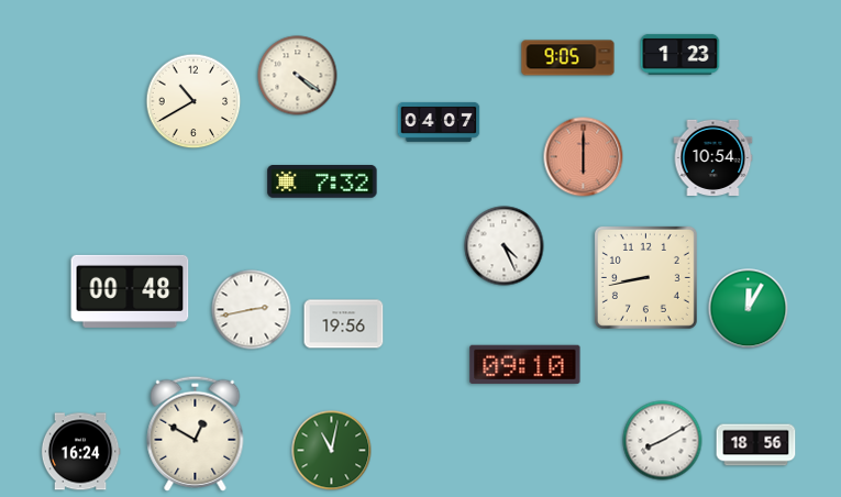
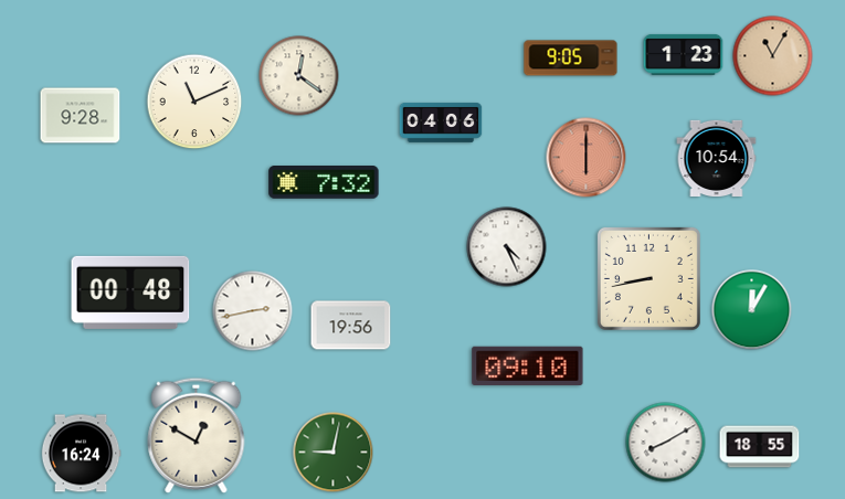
clock at (773, 56): none -> 11:05
clock at (298, 76): 4:21 -> 12:21
clock at (193, 101): 10:40 -> 11:11
clock at (81, 116): none -> 9:28
clock at (439, 122): 04:07 -> 04:06
clock at (344, 324) position: (344, 324) -> (351, 326)
clock at (756, 445): 18:56 -> 18:55
clock at (332, 451): 11:02 -> 9:02
